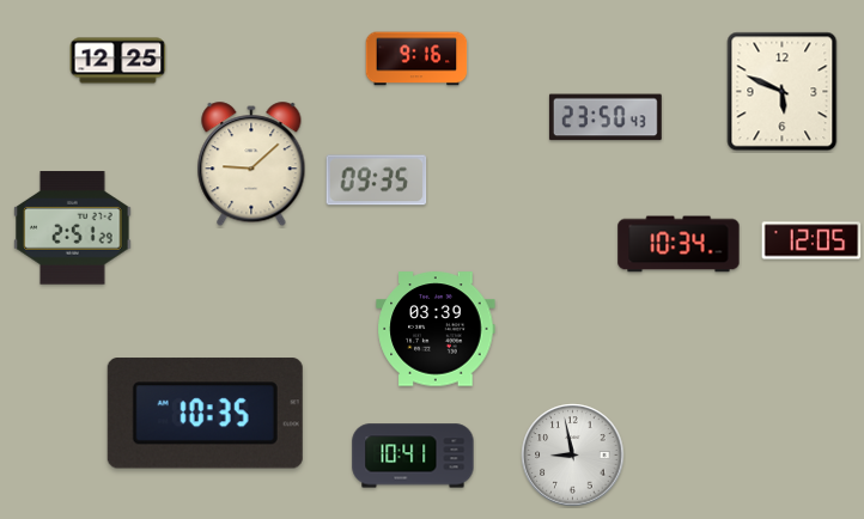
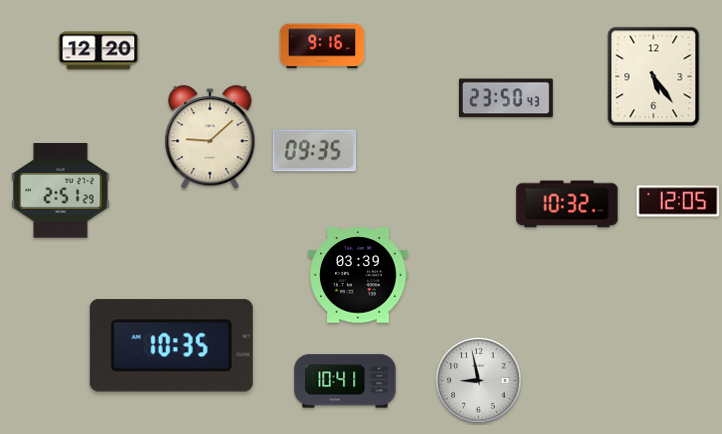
clock at (416, 59) position: (416, 59) -> (322, 46)
clock at (118, 61): 12:25 -> 12:20
clock at (783, 92): 5:49 -> 5:24
clock at (679, 244): 10:34 -> 10:32
clock at (436, 329) position: (436, 329) -> (358, 275)
